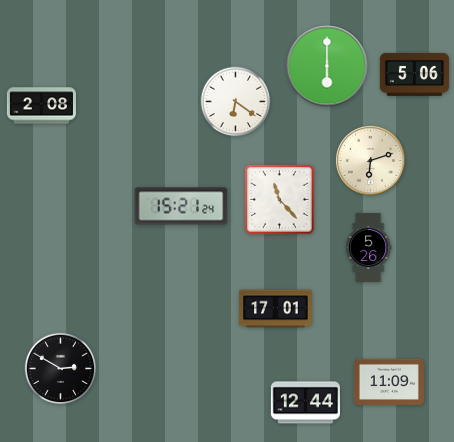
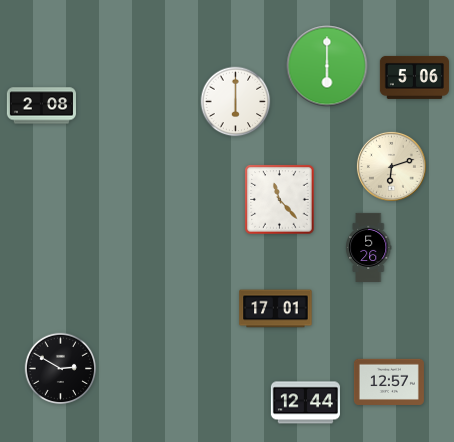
clock at (414, 74) position: (414, 74) -> (414, 77)
clock at (236, 102): 6:21 -> 6:00
clock at (370, 160) position: (370, 160) -> (391, 166)
clock at (181, 206): 15:21 -> none
clock at (389, 381): 11:09 -> 12:57
